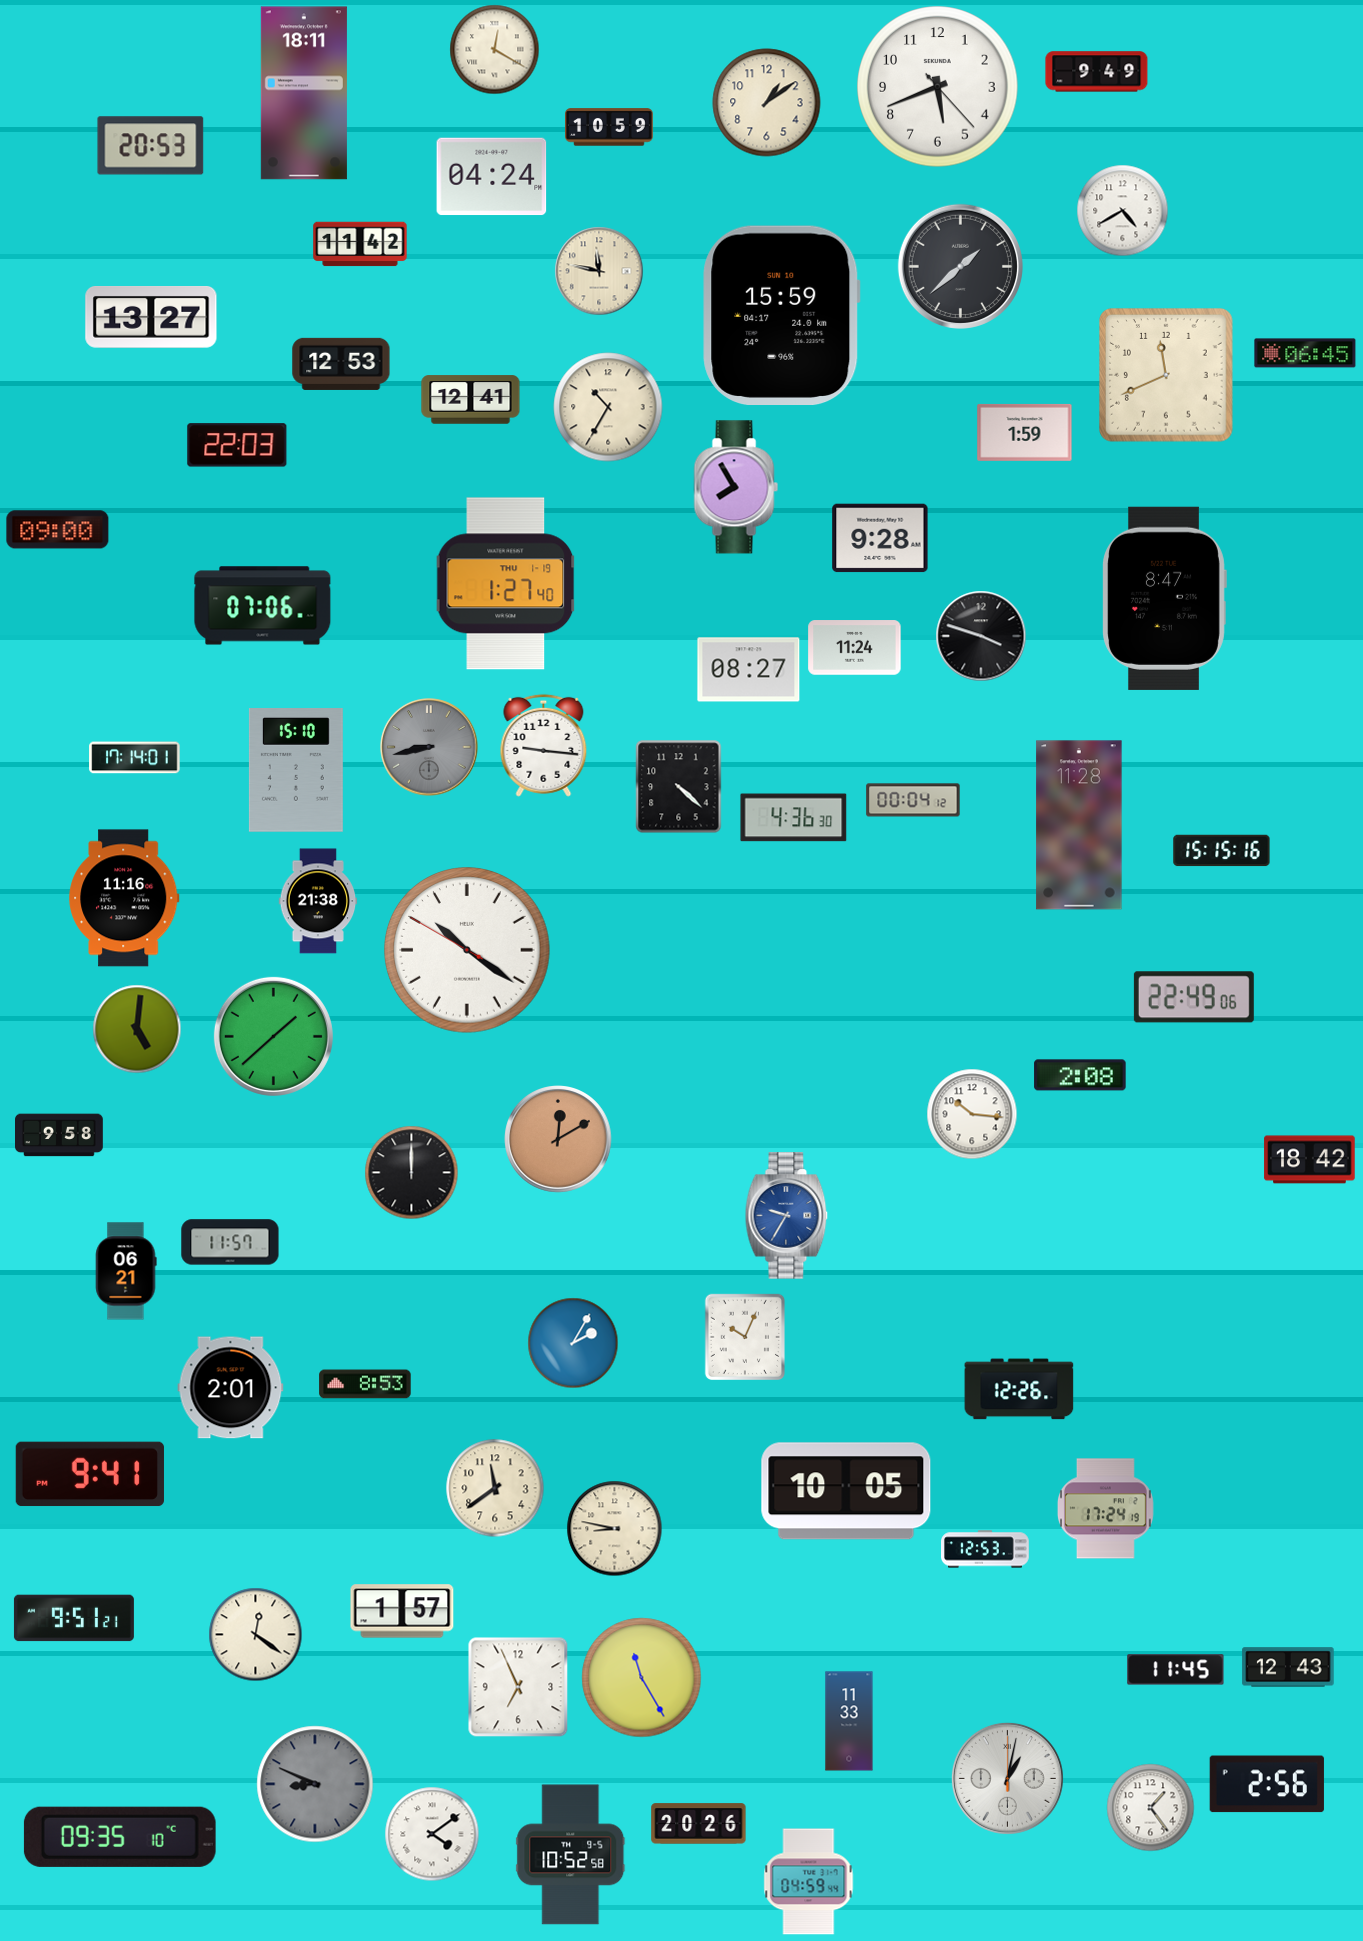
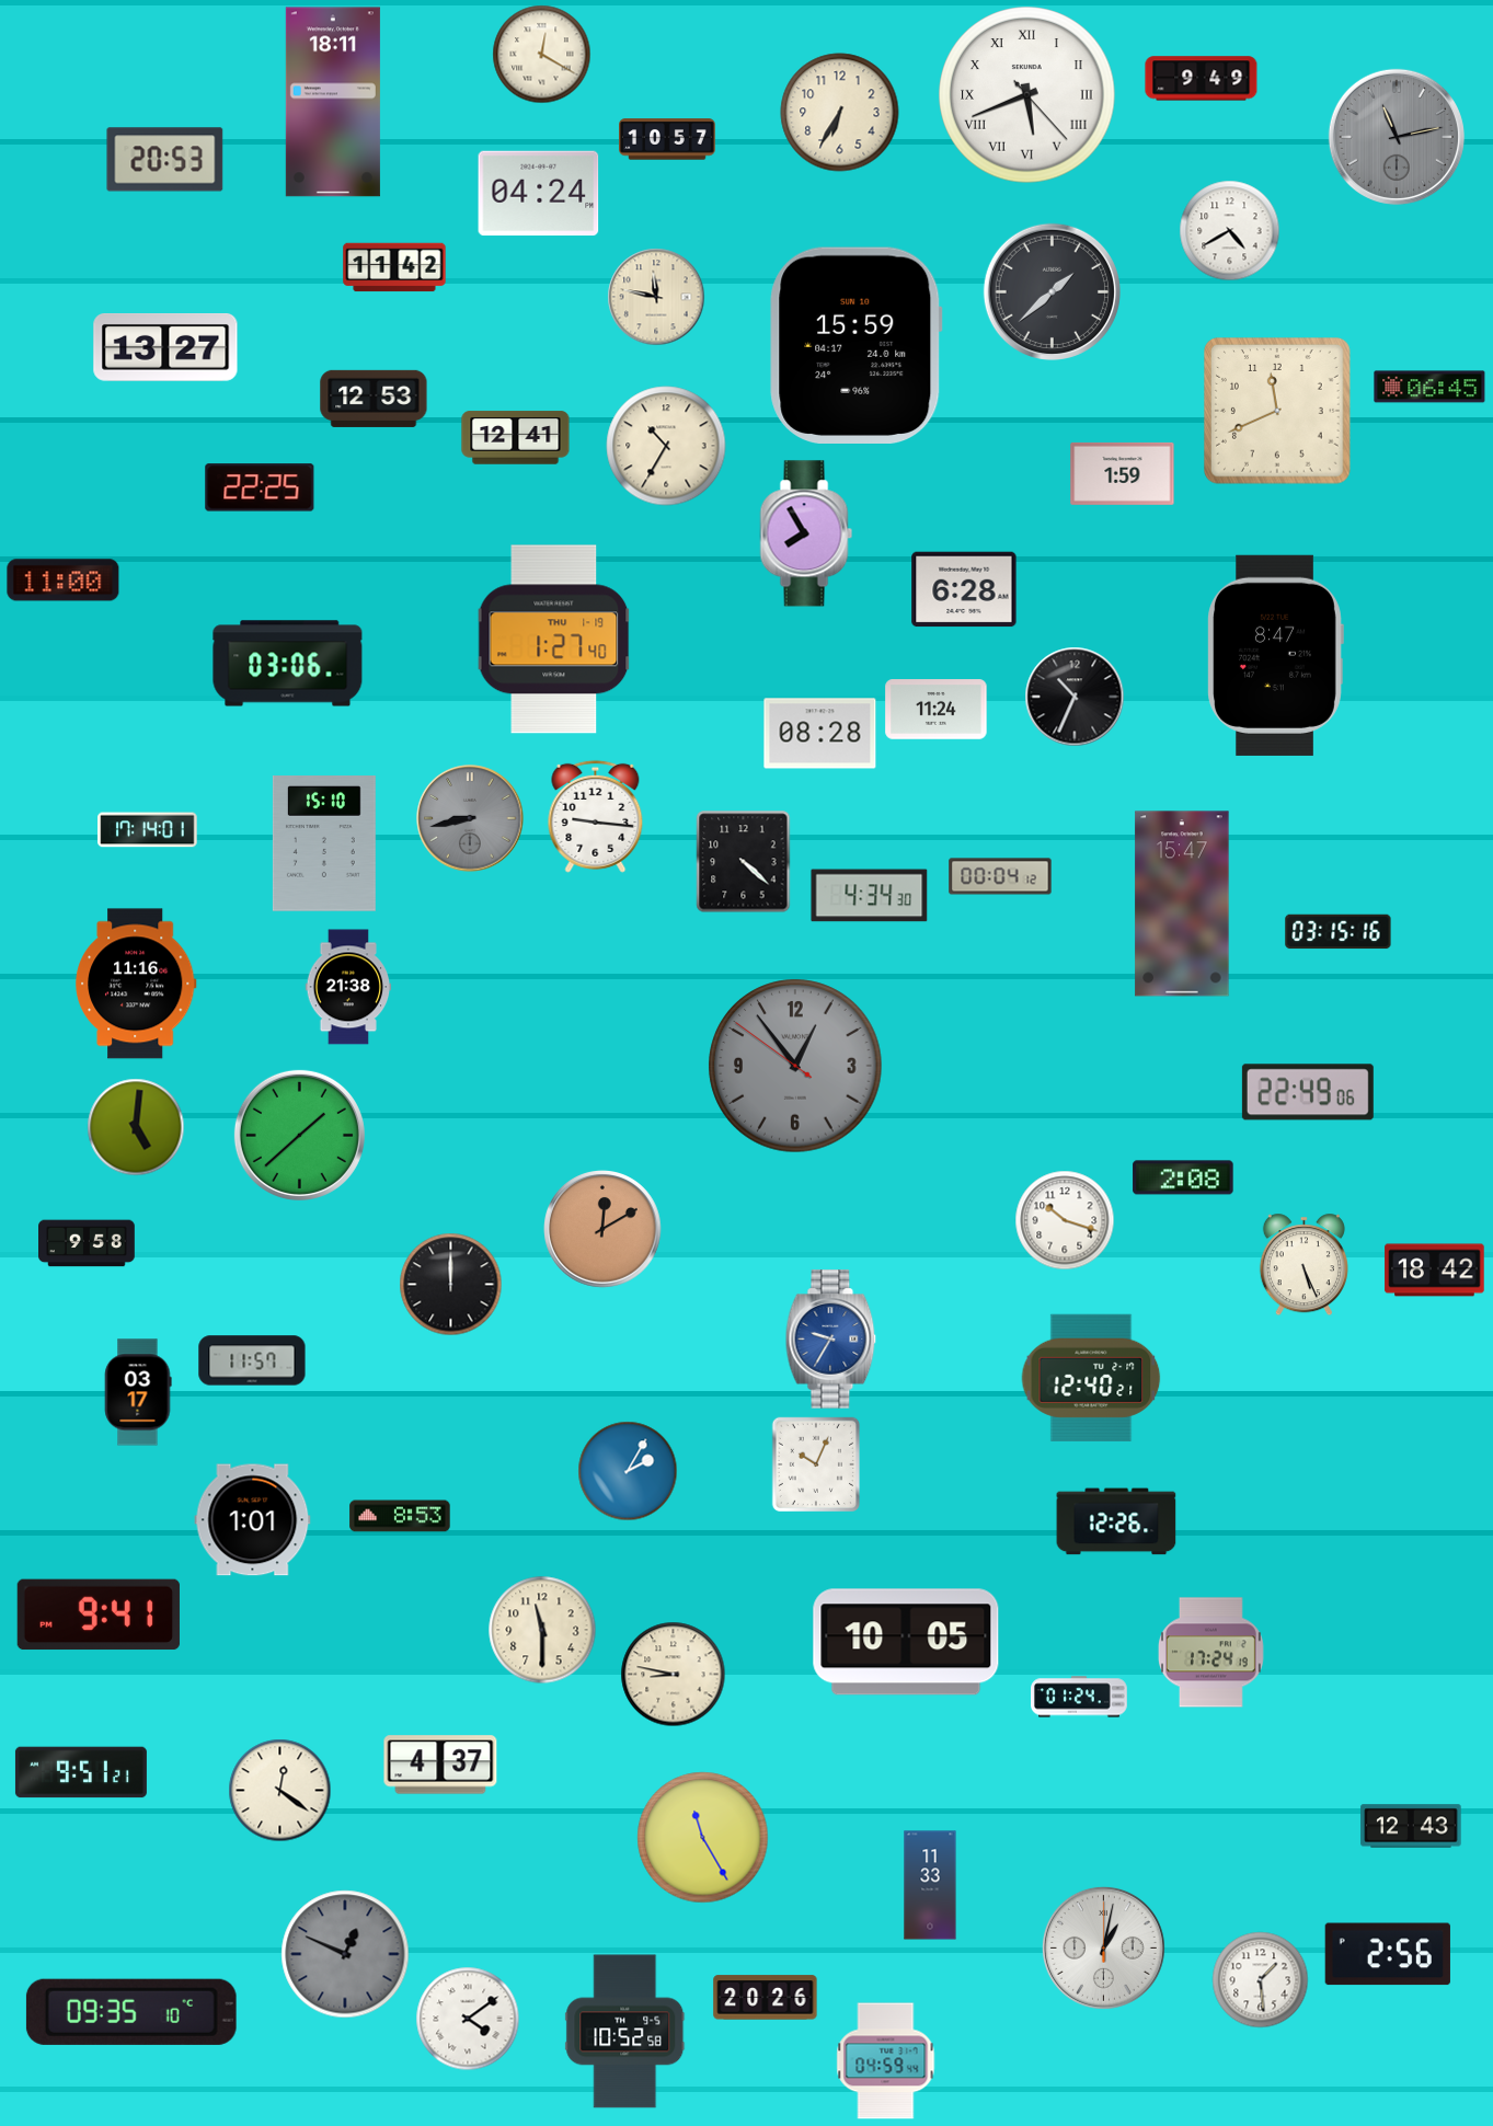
clock at (938, 87) numerals: Arabic -> Roman
clock at (767, 103): 1:09 -> 6:35
clock at (1397, 137): none -> 11:13
clock at (610, 127): 10:59 -> 10:57
clock at (237, 445): 22:03 -> 22:25
clock at (58, 530): 09:00 -> 11:00
clock at (880, 538): 9:28 -> 6:28
clock at (263, 606): 07:06 -> 03:06
clock at (981, 636): 3:48 -> 10:34
clock at (749, 670): 08:27 -> 08:28
clock at (794, 818): 4:36 -> 4:34
clock at (1079, 825): 11:28 -> 15:47
clock at (1222, 851): 15:15 -> 03:15
clock at (467, 950): 10:20 -> none
clock at (795, 1066): none -> 12:53
clock at (137, 1029) position: (137, 1029) -> (136, 1127)
clock at (972, 1114): 10:16 -> 10:18
clock at (60, 1135) position: (60, 1135) -> (88, 1243)
clock at (559, 1140) position: (559, 1140) -> (604, 1230)
clock at (1303, 1265): none -> 5:26
clock at (787, 1216) position: (787, 1216) -> (831, 1340)
clock at (1091, 1378): none -> 12:40
clock at (126, 1271): 06:21 -> 03:17
clock at (231, 1388): 2:01 -> 1:01
clock at (495, 1488): 11:39 -> 11:30
clock at (846, 1491) position: (846, 1491) -> (906, 1642)
clock at (986, 1549): 12:53 -> 01:24
clock at (402, 1611): 1:57 -> 4:37
clock at (1176, 1670): 11:45 -> none
clock at (518, 1687): 6:56 -> none
clock at (315, 1784): 8:49 -> 12:49
clock at (1151, 1808): 1:24 -> 1:29
clock at (432, 1834) position: (432, 1834) -> (468, 2019)
